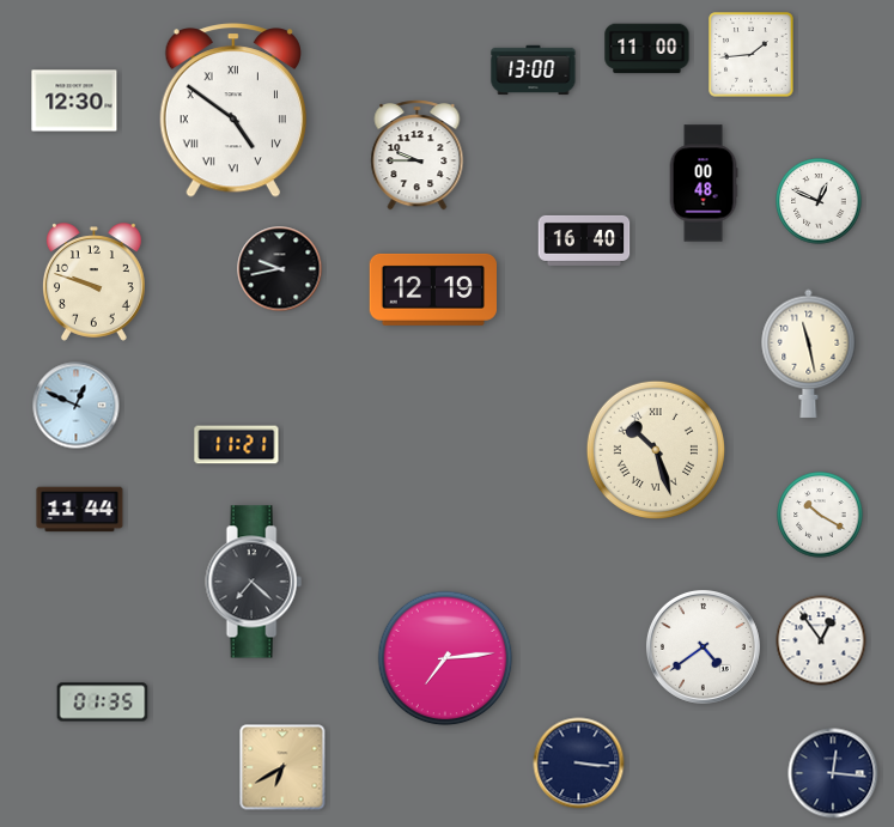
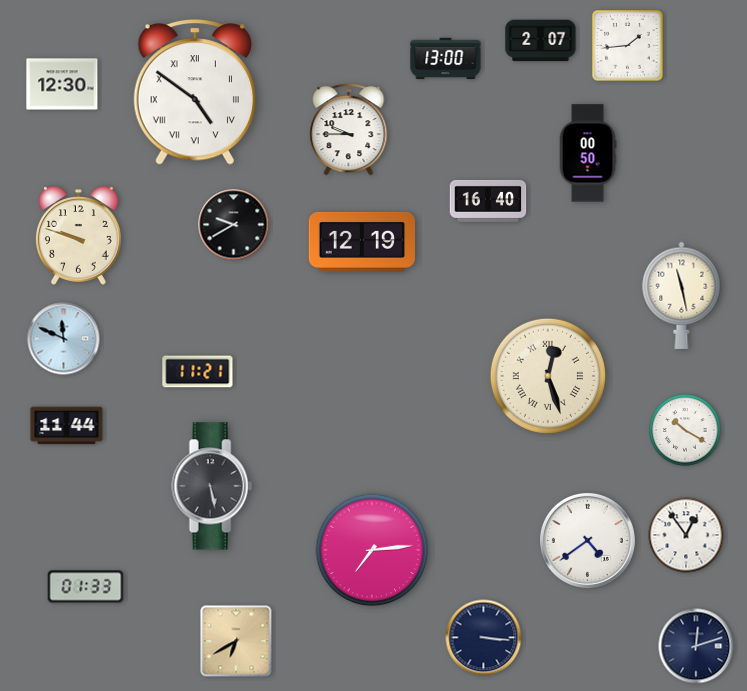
clock at (647, 49): 11:00 -> 2:07
clock at (704, 183): 00:48 -> 00:50
clock at (819, 201): 12:49 -> none
clock at (280, 269): 9:43 -> 9:40
clock at (809, 353) position: (809, 353) -> (682, 295)
clock at (77, 406): 12:49 -> 11:49
clock at (656, 450): 10:27 -> 12:27
clock at (254, 582): 7:22 -> 5:28
clock at (103, 703): 01:35 -> 01:33
clock at (833, 773): 12:16 -> 12:12
